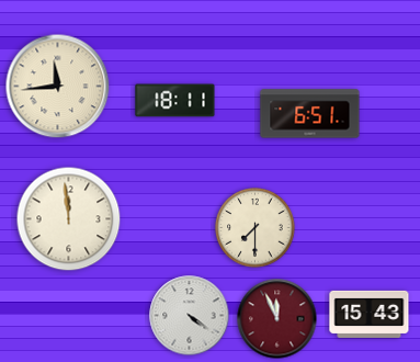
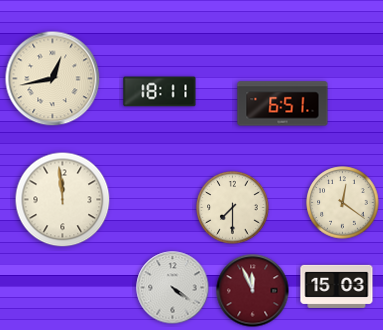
clock at (58, 87): 11:44 -> 12:43
clock at (343, 203): none -> 12:21
clock at (370, 314): 15:43 -> 15:03
